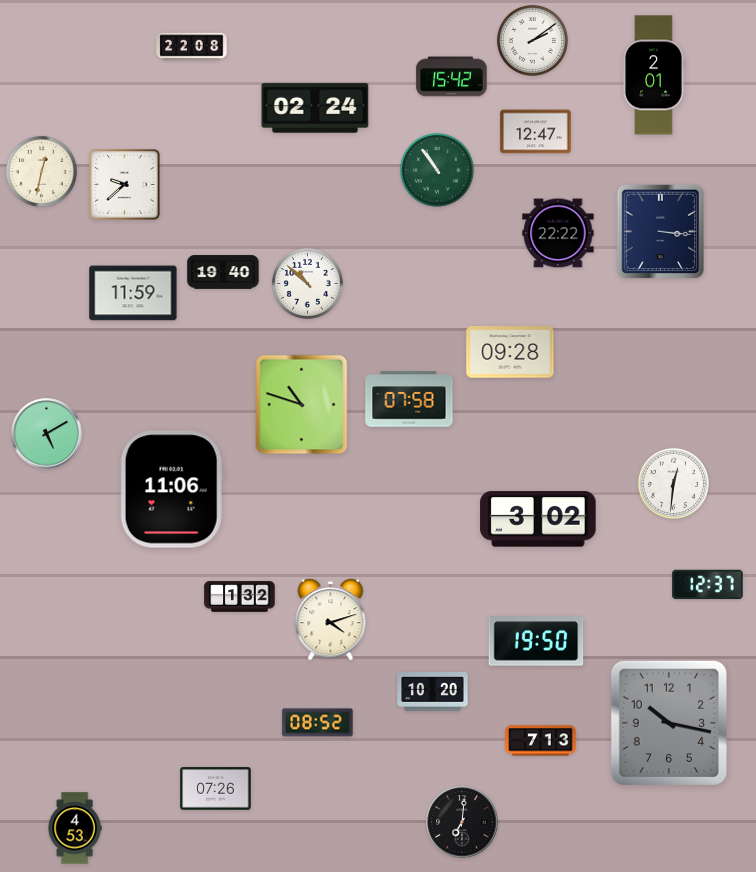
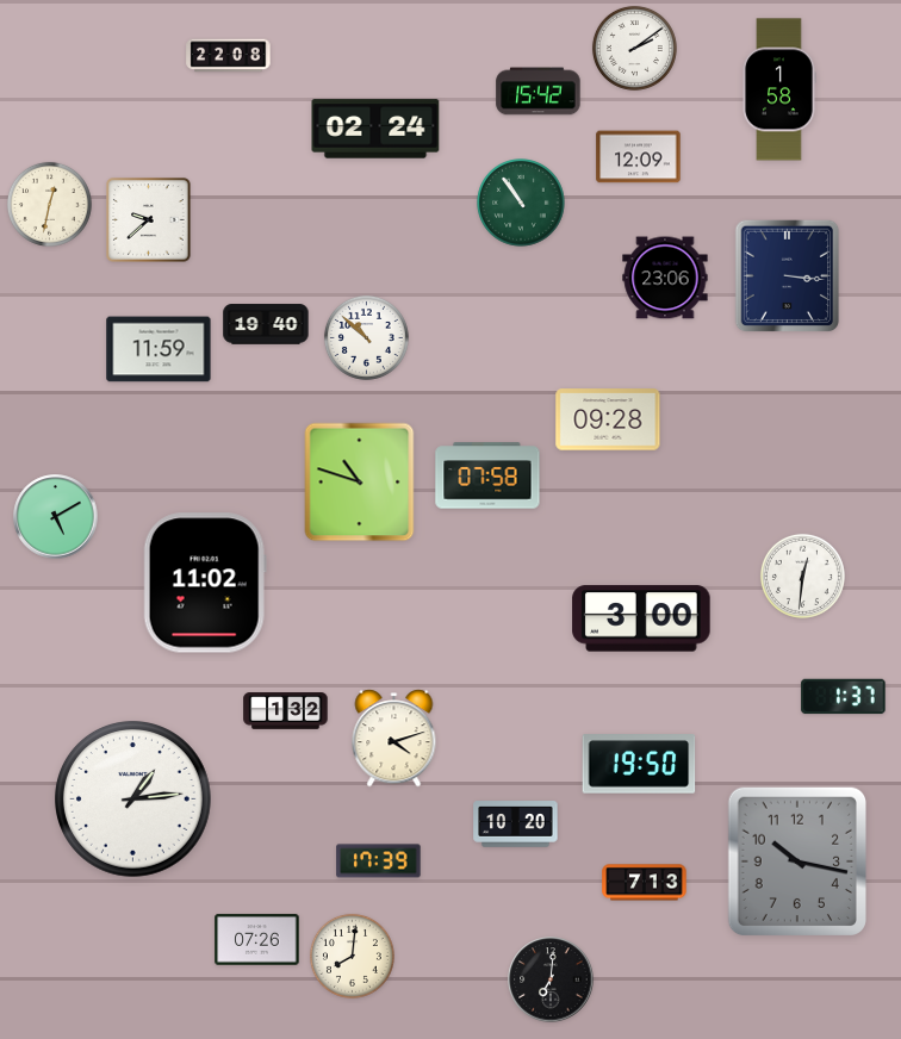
clock at (654, 75): 2:01 -> 1:58
clock at (536, 132): 12:47 -> 12:09
clock at (558, 233): 22:22 -> 23:06
clock at (172, 489): 11:06 -> 11:02
clock at (538, 519): 3:02 -> 3:00
clock at (708, 585): 12:37 -> 1:37
clock at (133, 800): none -> 1:14
clock at (318, 723): 08:52 -> 17:39
clock at (352, 956): none -> 8:01
clock at (75, 828): 4:53 -> none
